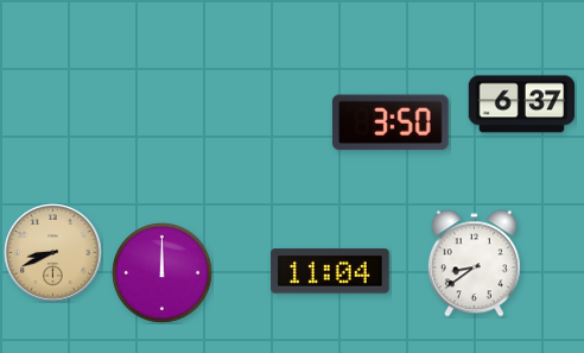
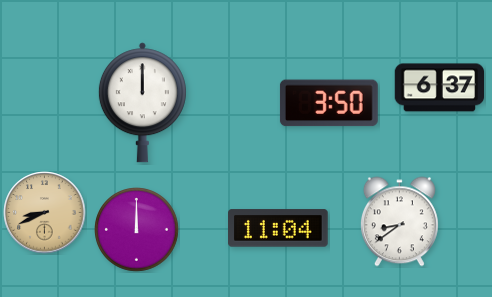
clock at (142, 103): none -> 12:00
